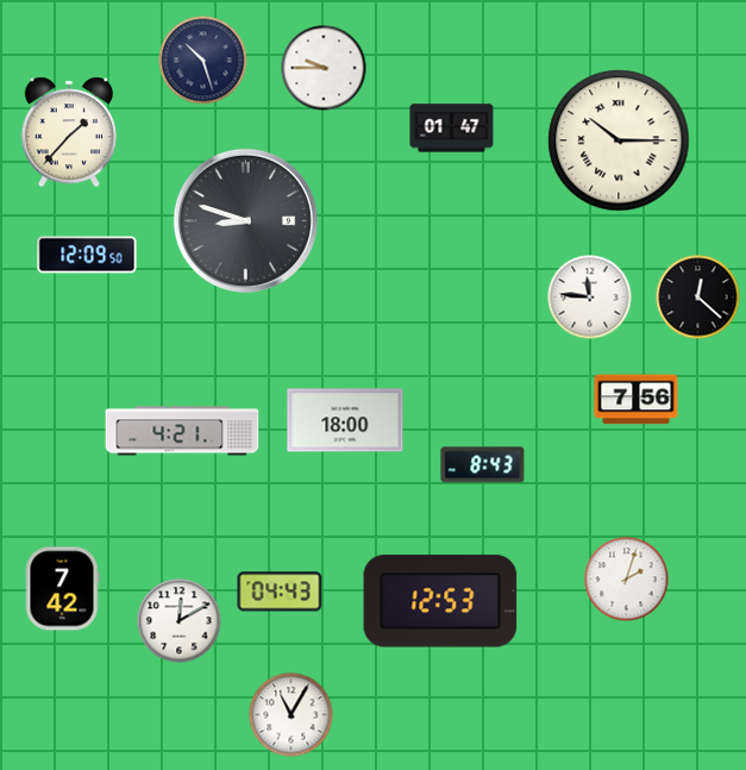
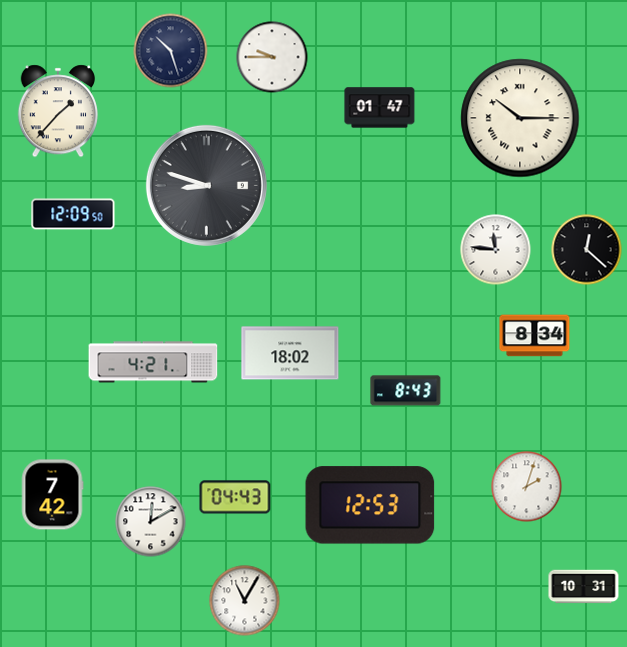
clock at (637, 400): 7:56 -> 8:34
clock at (345, 420): 18:00 -> 18:02
clock at (584, 587): none -> 10:31
